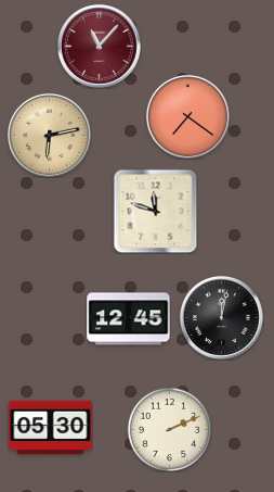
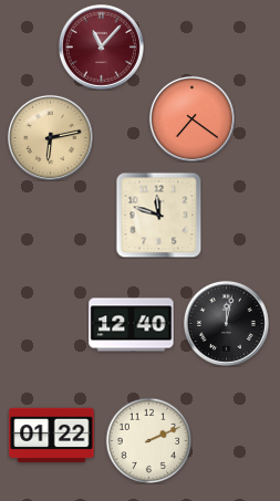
clock at (129, 319): 12:45 -> 12:40
clock at (51, 428): 05:30 -> 01:22
clock at (169, 429) position: (169, 429) -> (148, 440)
